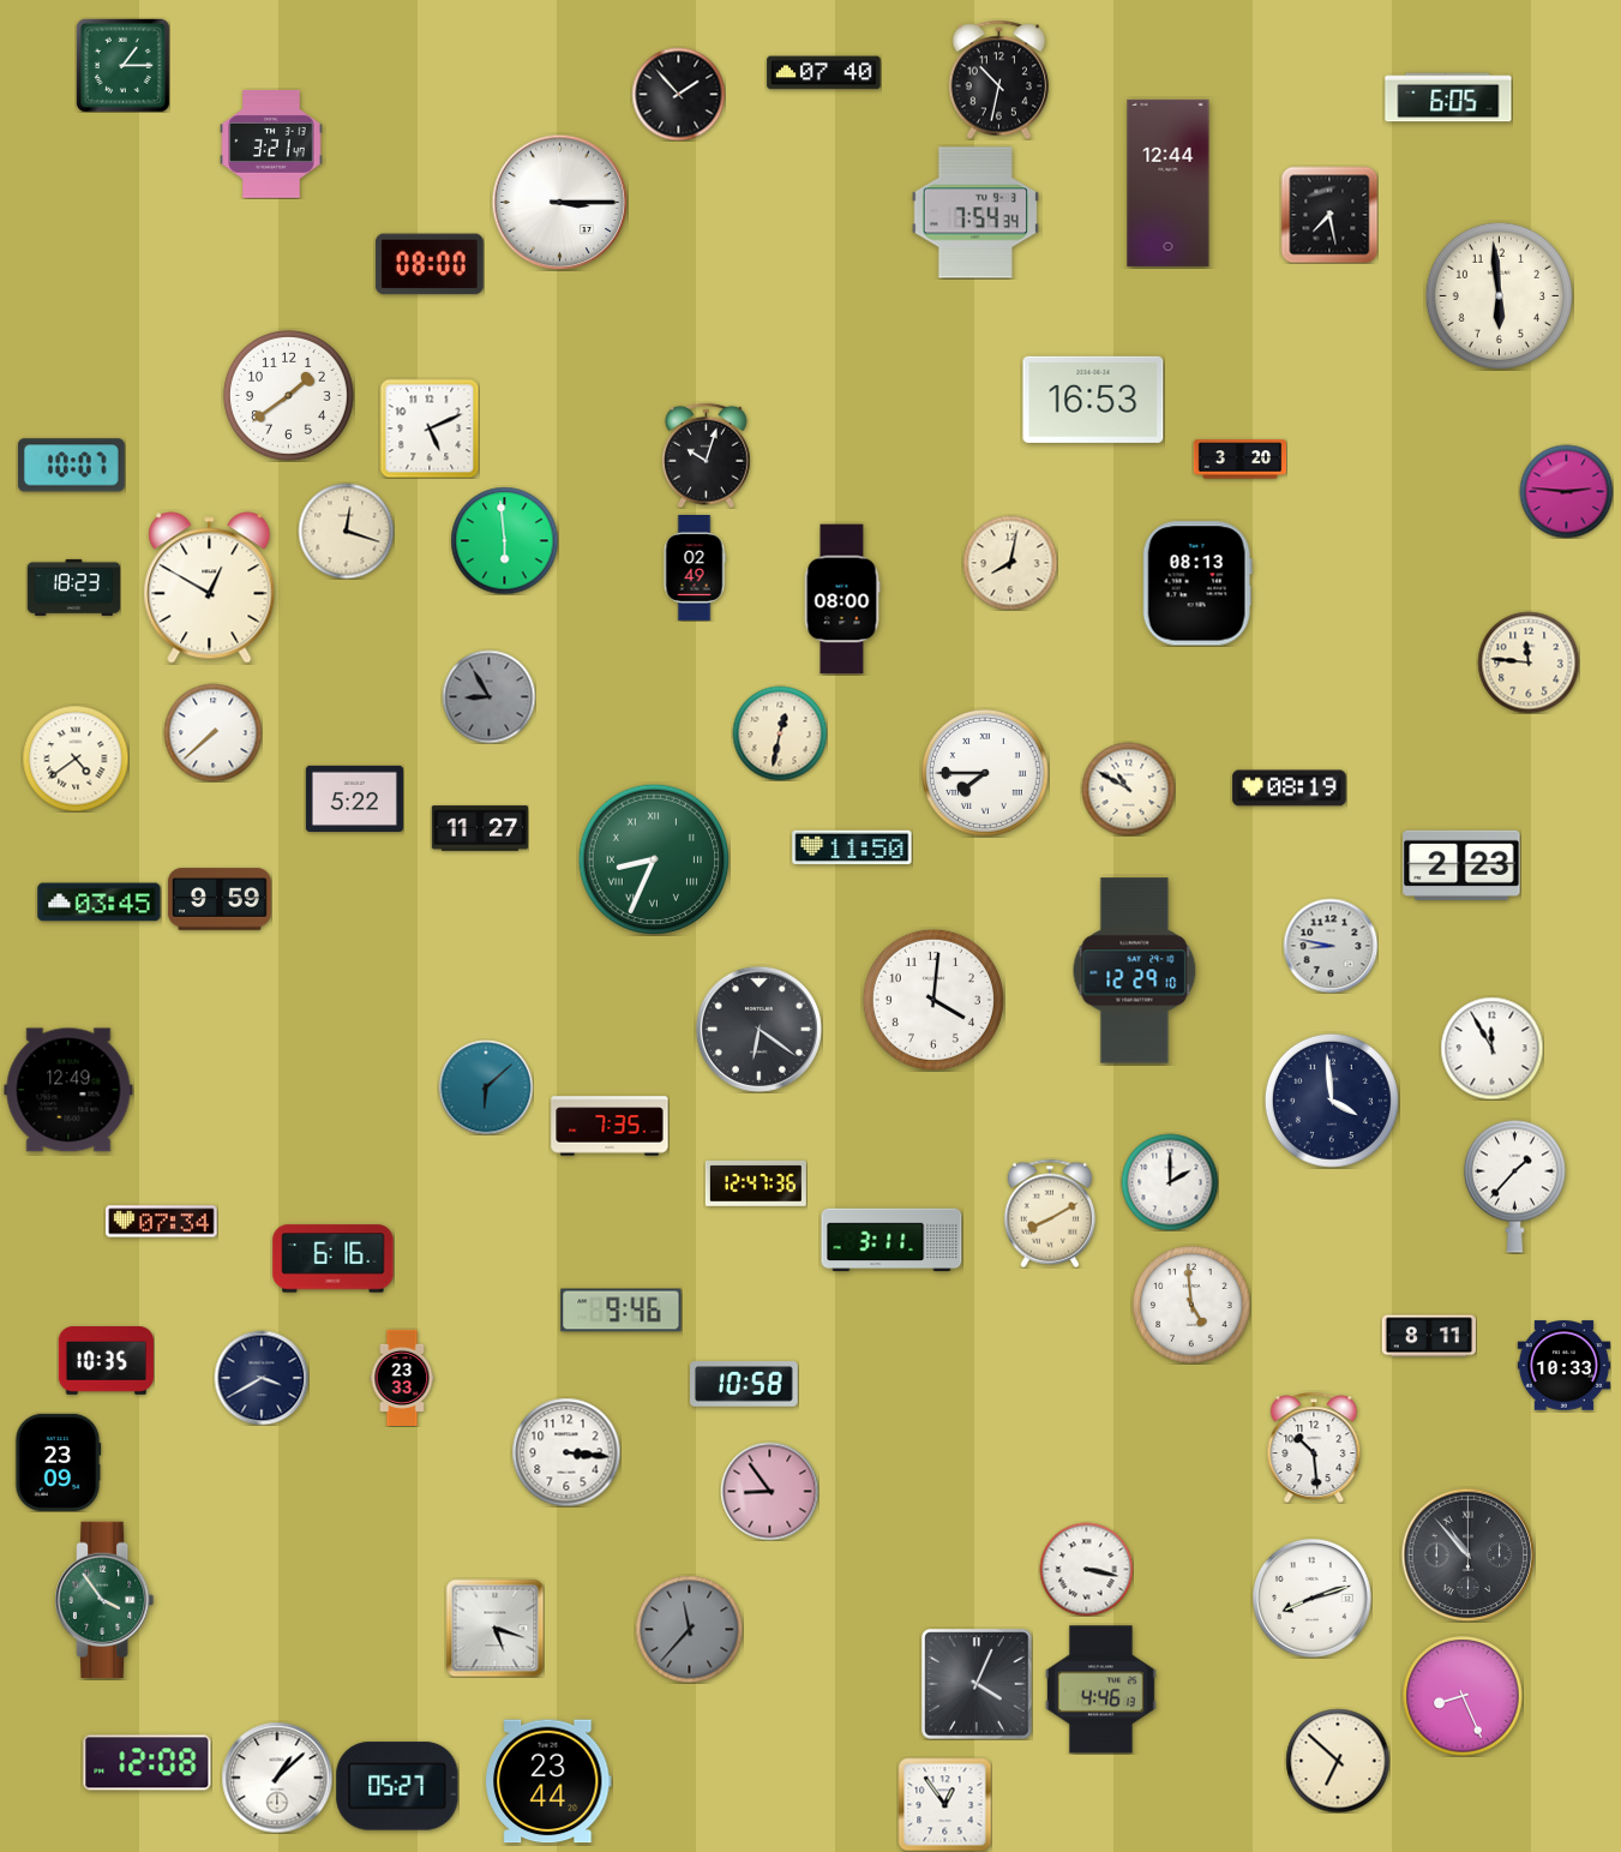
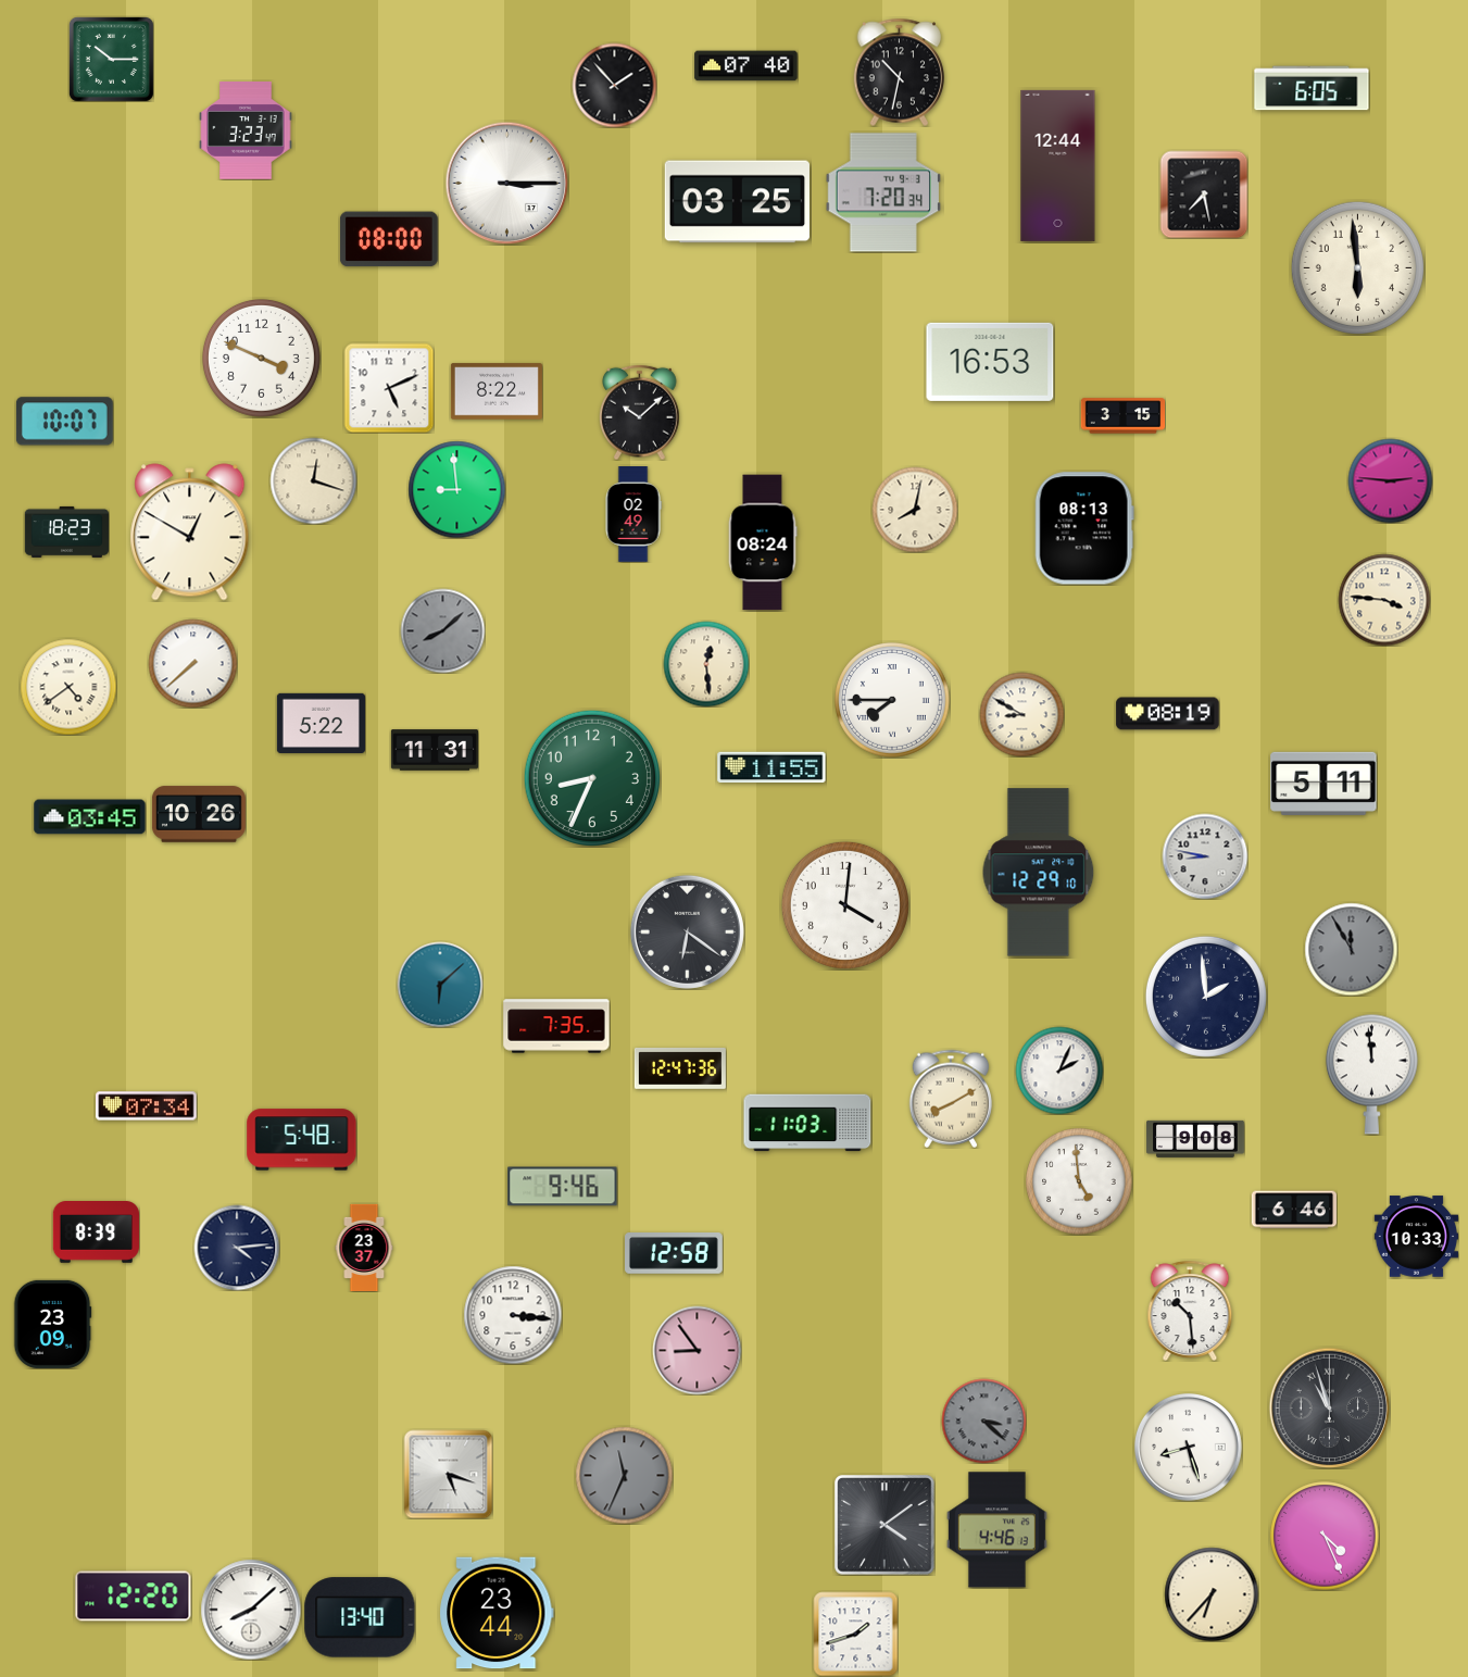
clock at (122, 65): 1:15 -> 10:15
clock at (999, 79) position: (999, 79) -> (900, 72)
clock at (271, 145): 3:21 -> 3:23
clock at (974, 212): 7:54 -> 7:20
clock at (737, 202): none -> 03:25
clock at (288, 395): 1:39 -> 3:49
clock at (497, 391): none -> 8:22
clock at (707, 455): 10:03 -> 10:08
clock at (1239, 460): 3:20 -> 3:15
clock at (1566, 491) position: (1566, 491) -> (1390, 480)
clock at (504, 540): 5:59 -> 8:59
clock at (695, 569) position: (695, 569) -> (633, 515)
clock at (842, 599): 08:00 -> 08:24
clock at (1529, 663): 11:46 -> 3:46
clock at (488, 696): 8:55 -> 8:08
clock at (780, 733): 12:32 -> 12:29
clock at (1128, 789): 10:50 -> 8:50
clock at (479, 828): 11:27 -> 11:31
clock at (852, 846): 11:50 -> 11:55
clock at (653, 858) numerals: Roman -> Arabic
clock at (1461, 865): 2:23 -> 5:11
clock at (220, 899): 9:59 -> 10:26
clock at (1135, 971) position: (1135, 971) -> (1039, 873)
clock at (1491, 1048) dial: white -> grey
clock at (68, 1090): 12:49 -> none
clock at (1332, 1101): 3:59 -> 1:59
clock at (610, 1126) position: (610, 1126) -> (556, 1026)
clock at (1170, 1182): 2:00 -> 2:04
clock at (756, 1183) position: (756, 1183) -> (680, 1068)
clock at (1514, 1186): 1:37 -> 11:59
clock at (891, 1240): 3:11 -> 11:03
clock at (1195, 1139): none -> 9:08
clock at (334, 1259): 6:16 -> 5:48
clock at (1428, 1336): 8:11 -> 6:46
clock at (106, 1361): 10:35 -> 8:39
clock at (402, 1377): 23:33 -> 23:37
clock at (262, 1378): 3:40 -> 4:14
clock at (745, 1385): 10:58 -> 12:58
clock at (1467, 1554): 10:53 -> 10:57
clock at (1086, 1569): 3:17 -> 3:22
clock at (1086, 1569) dial: white -> grey
clock at (1313, 1599): 8:12 -> 8:27
clock at (106, 1600): 3:54 -> none
clock at (689, 1629): 11:37 -> 11:34
clock at (977, 1684): 4:04 -> 4:09
clock at (1463, 1696): 8:26 -> 4:26
clock at (1338, 1761): 6:52 -> 6:37
clock at (148, 1763): 12:08 -> 12:20
clock at (277, 1778): 1:08 -> 8:08
clock at (397, 1786): 05:27 -> 13:40
clock at (944, 1804): 12:54 -> 1:42
